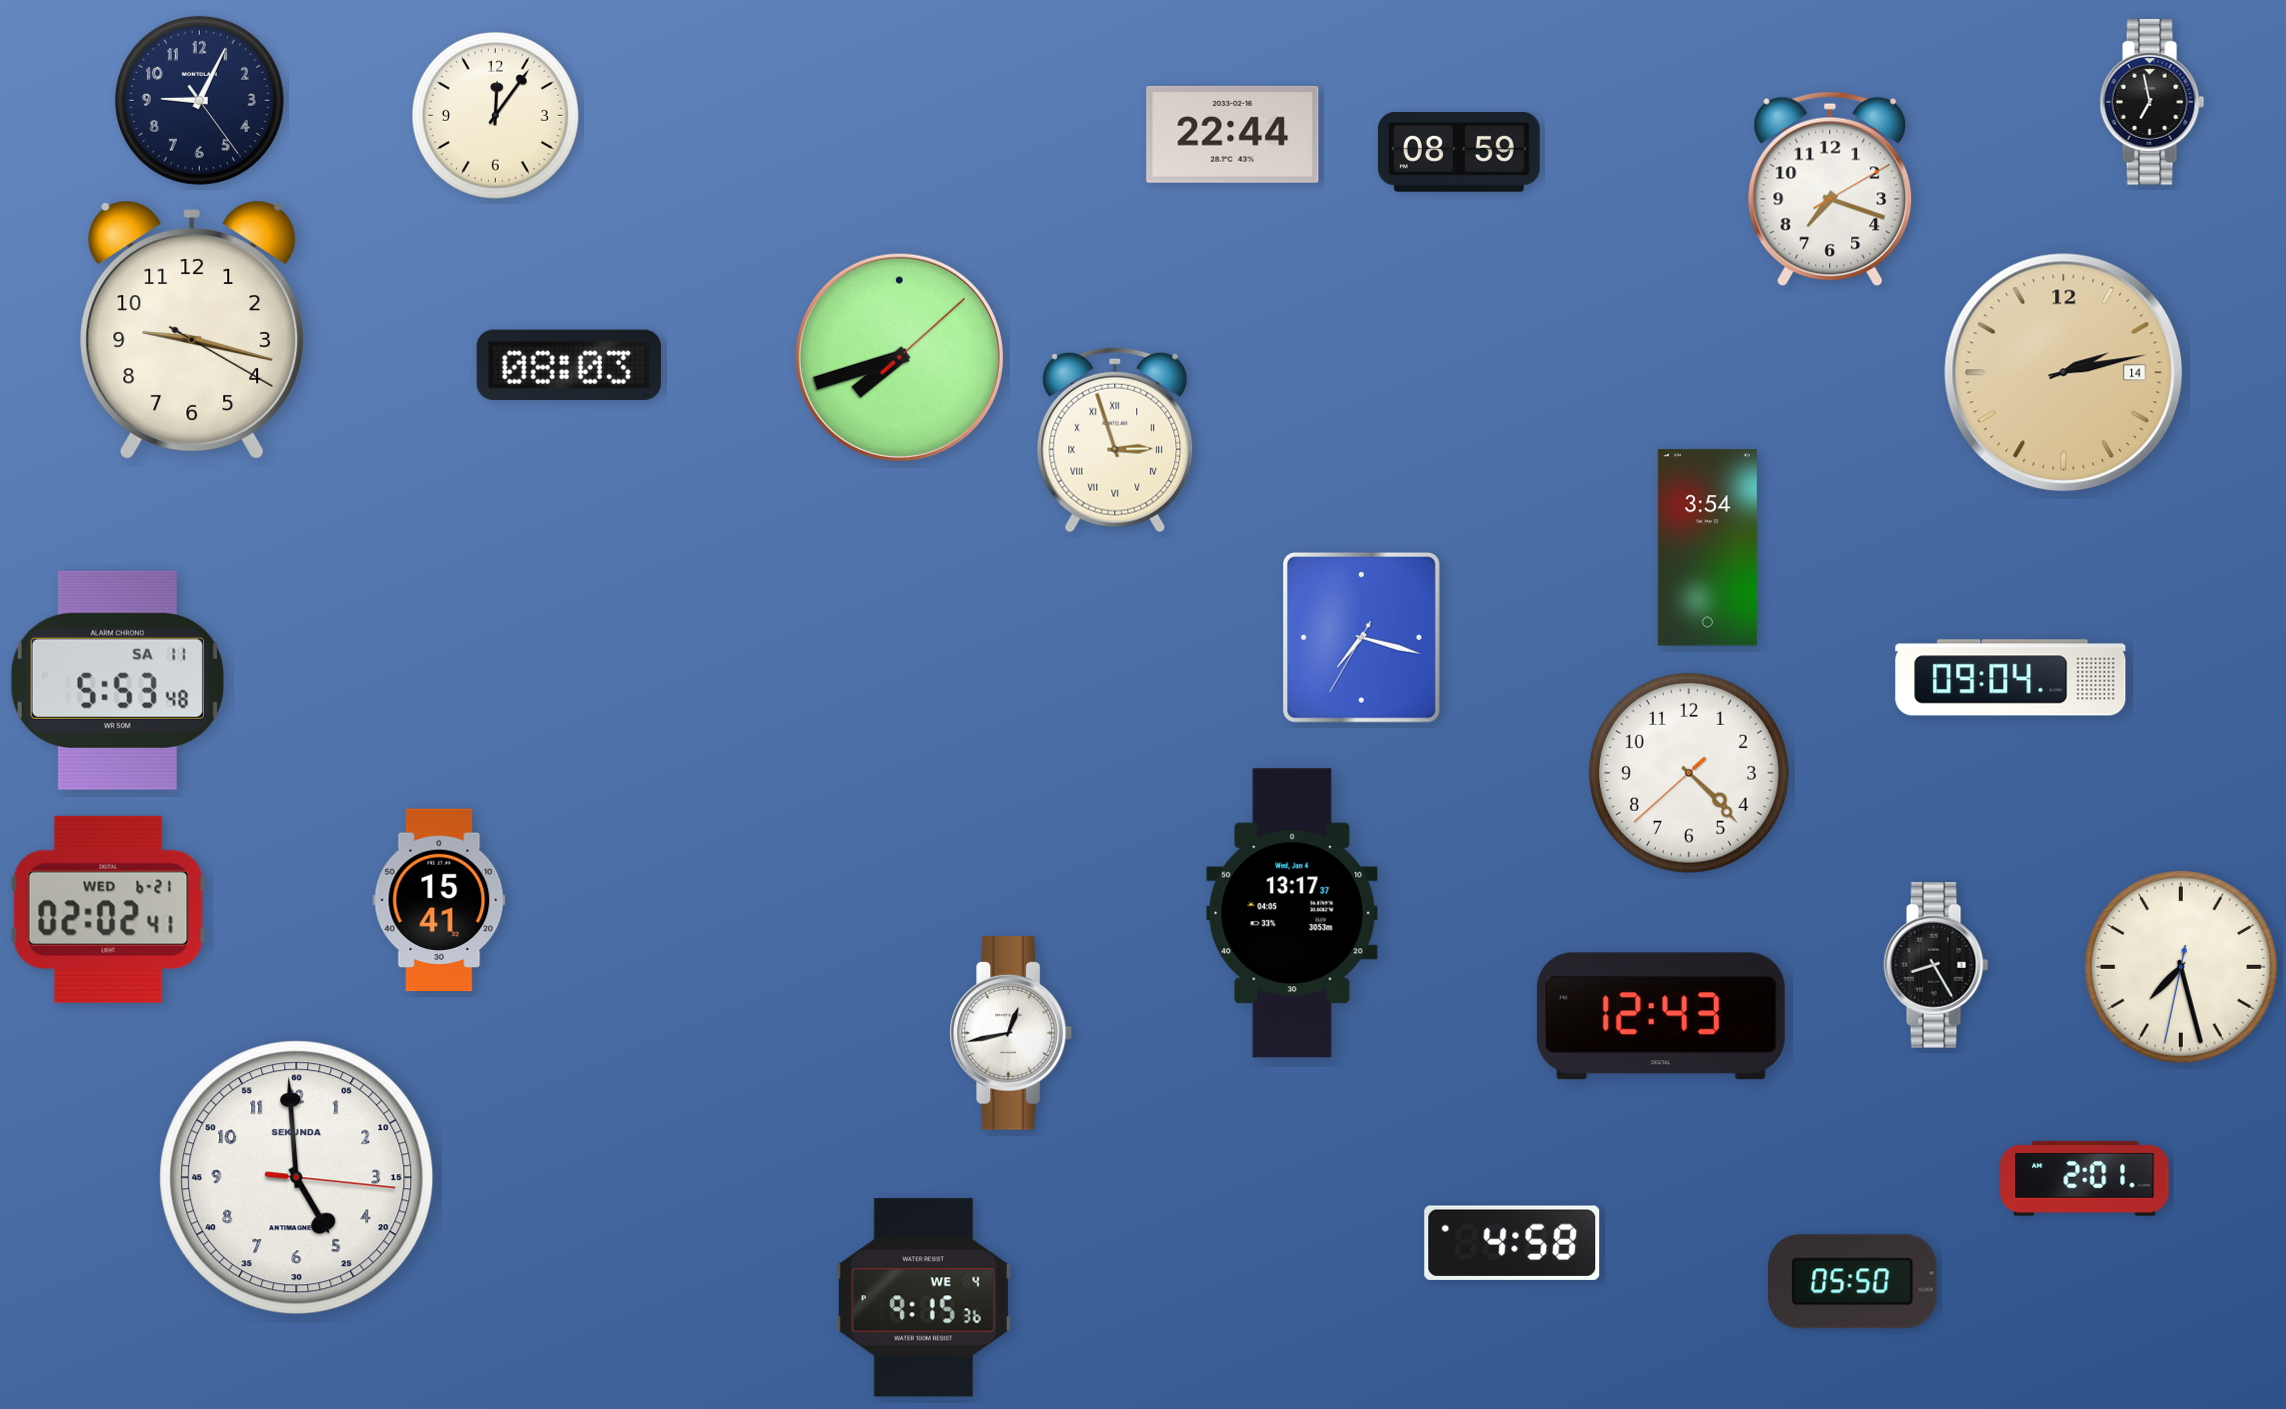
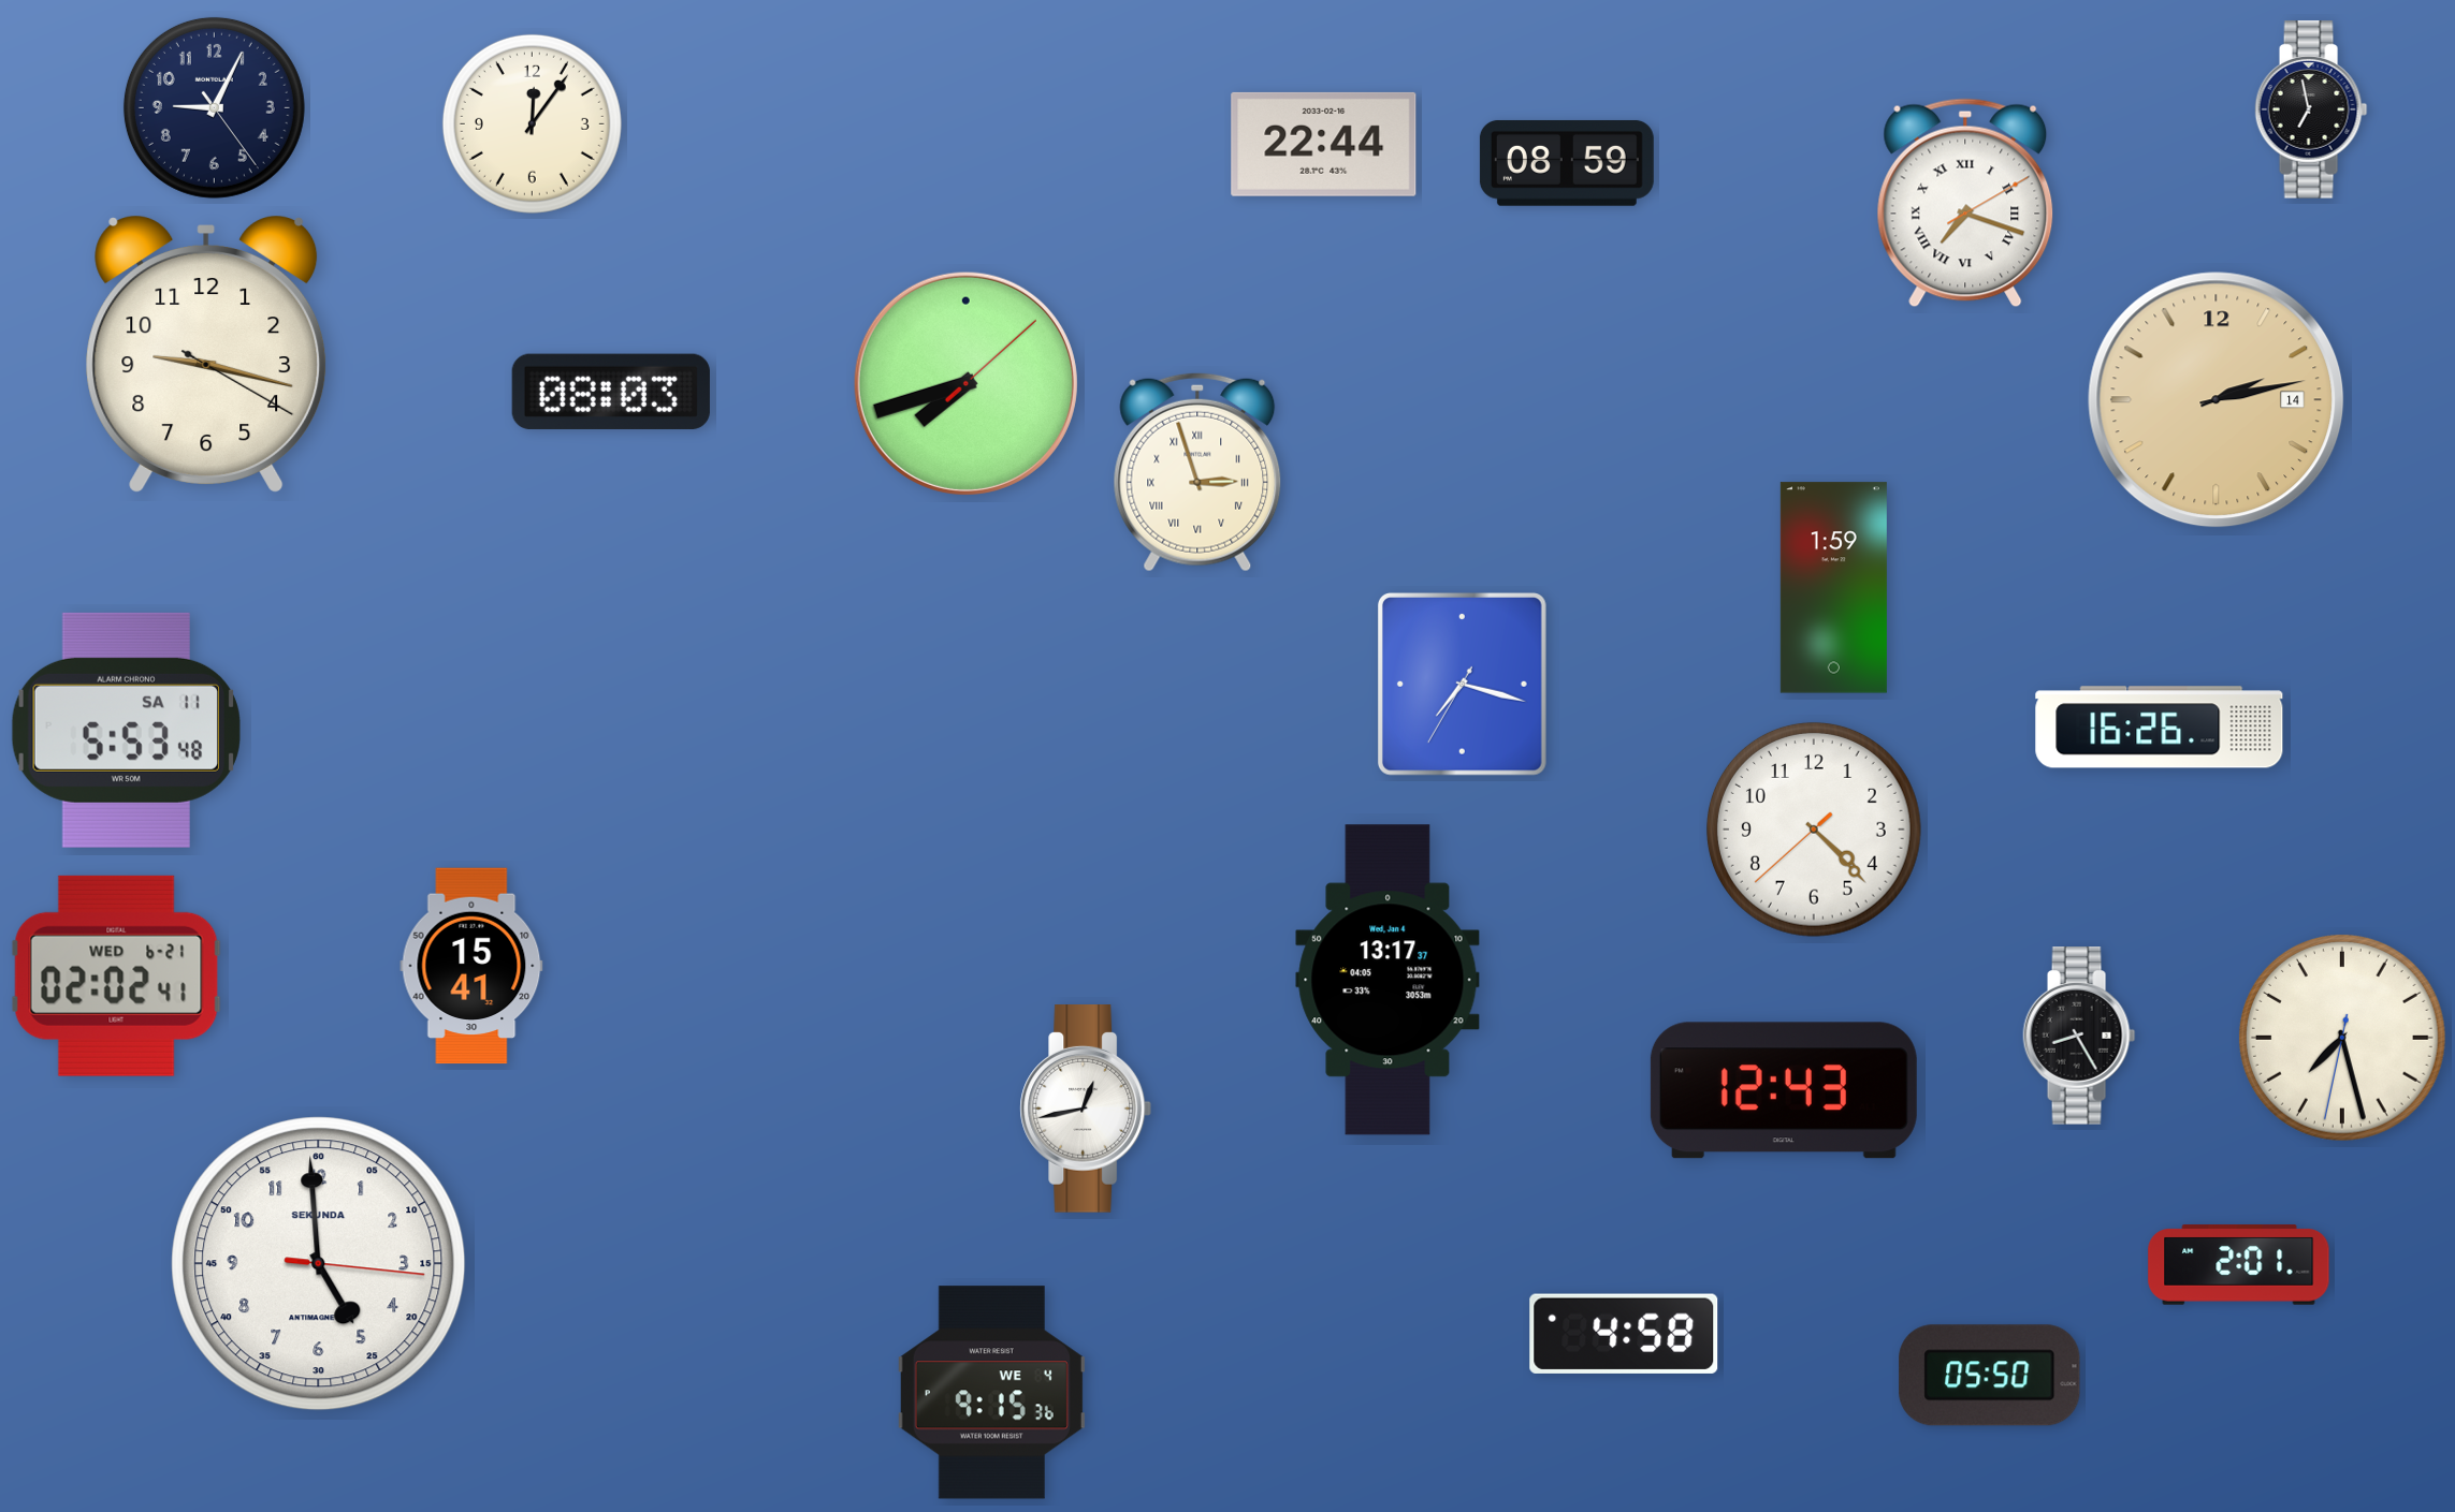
clock at (1830, 189) numerals: Arabic -> Roman
clock at (1707, 548): 3:54 -> 1:59
clock at (2011, 678): 09:04 -> 16:26
